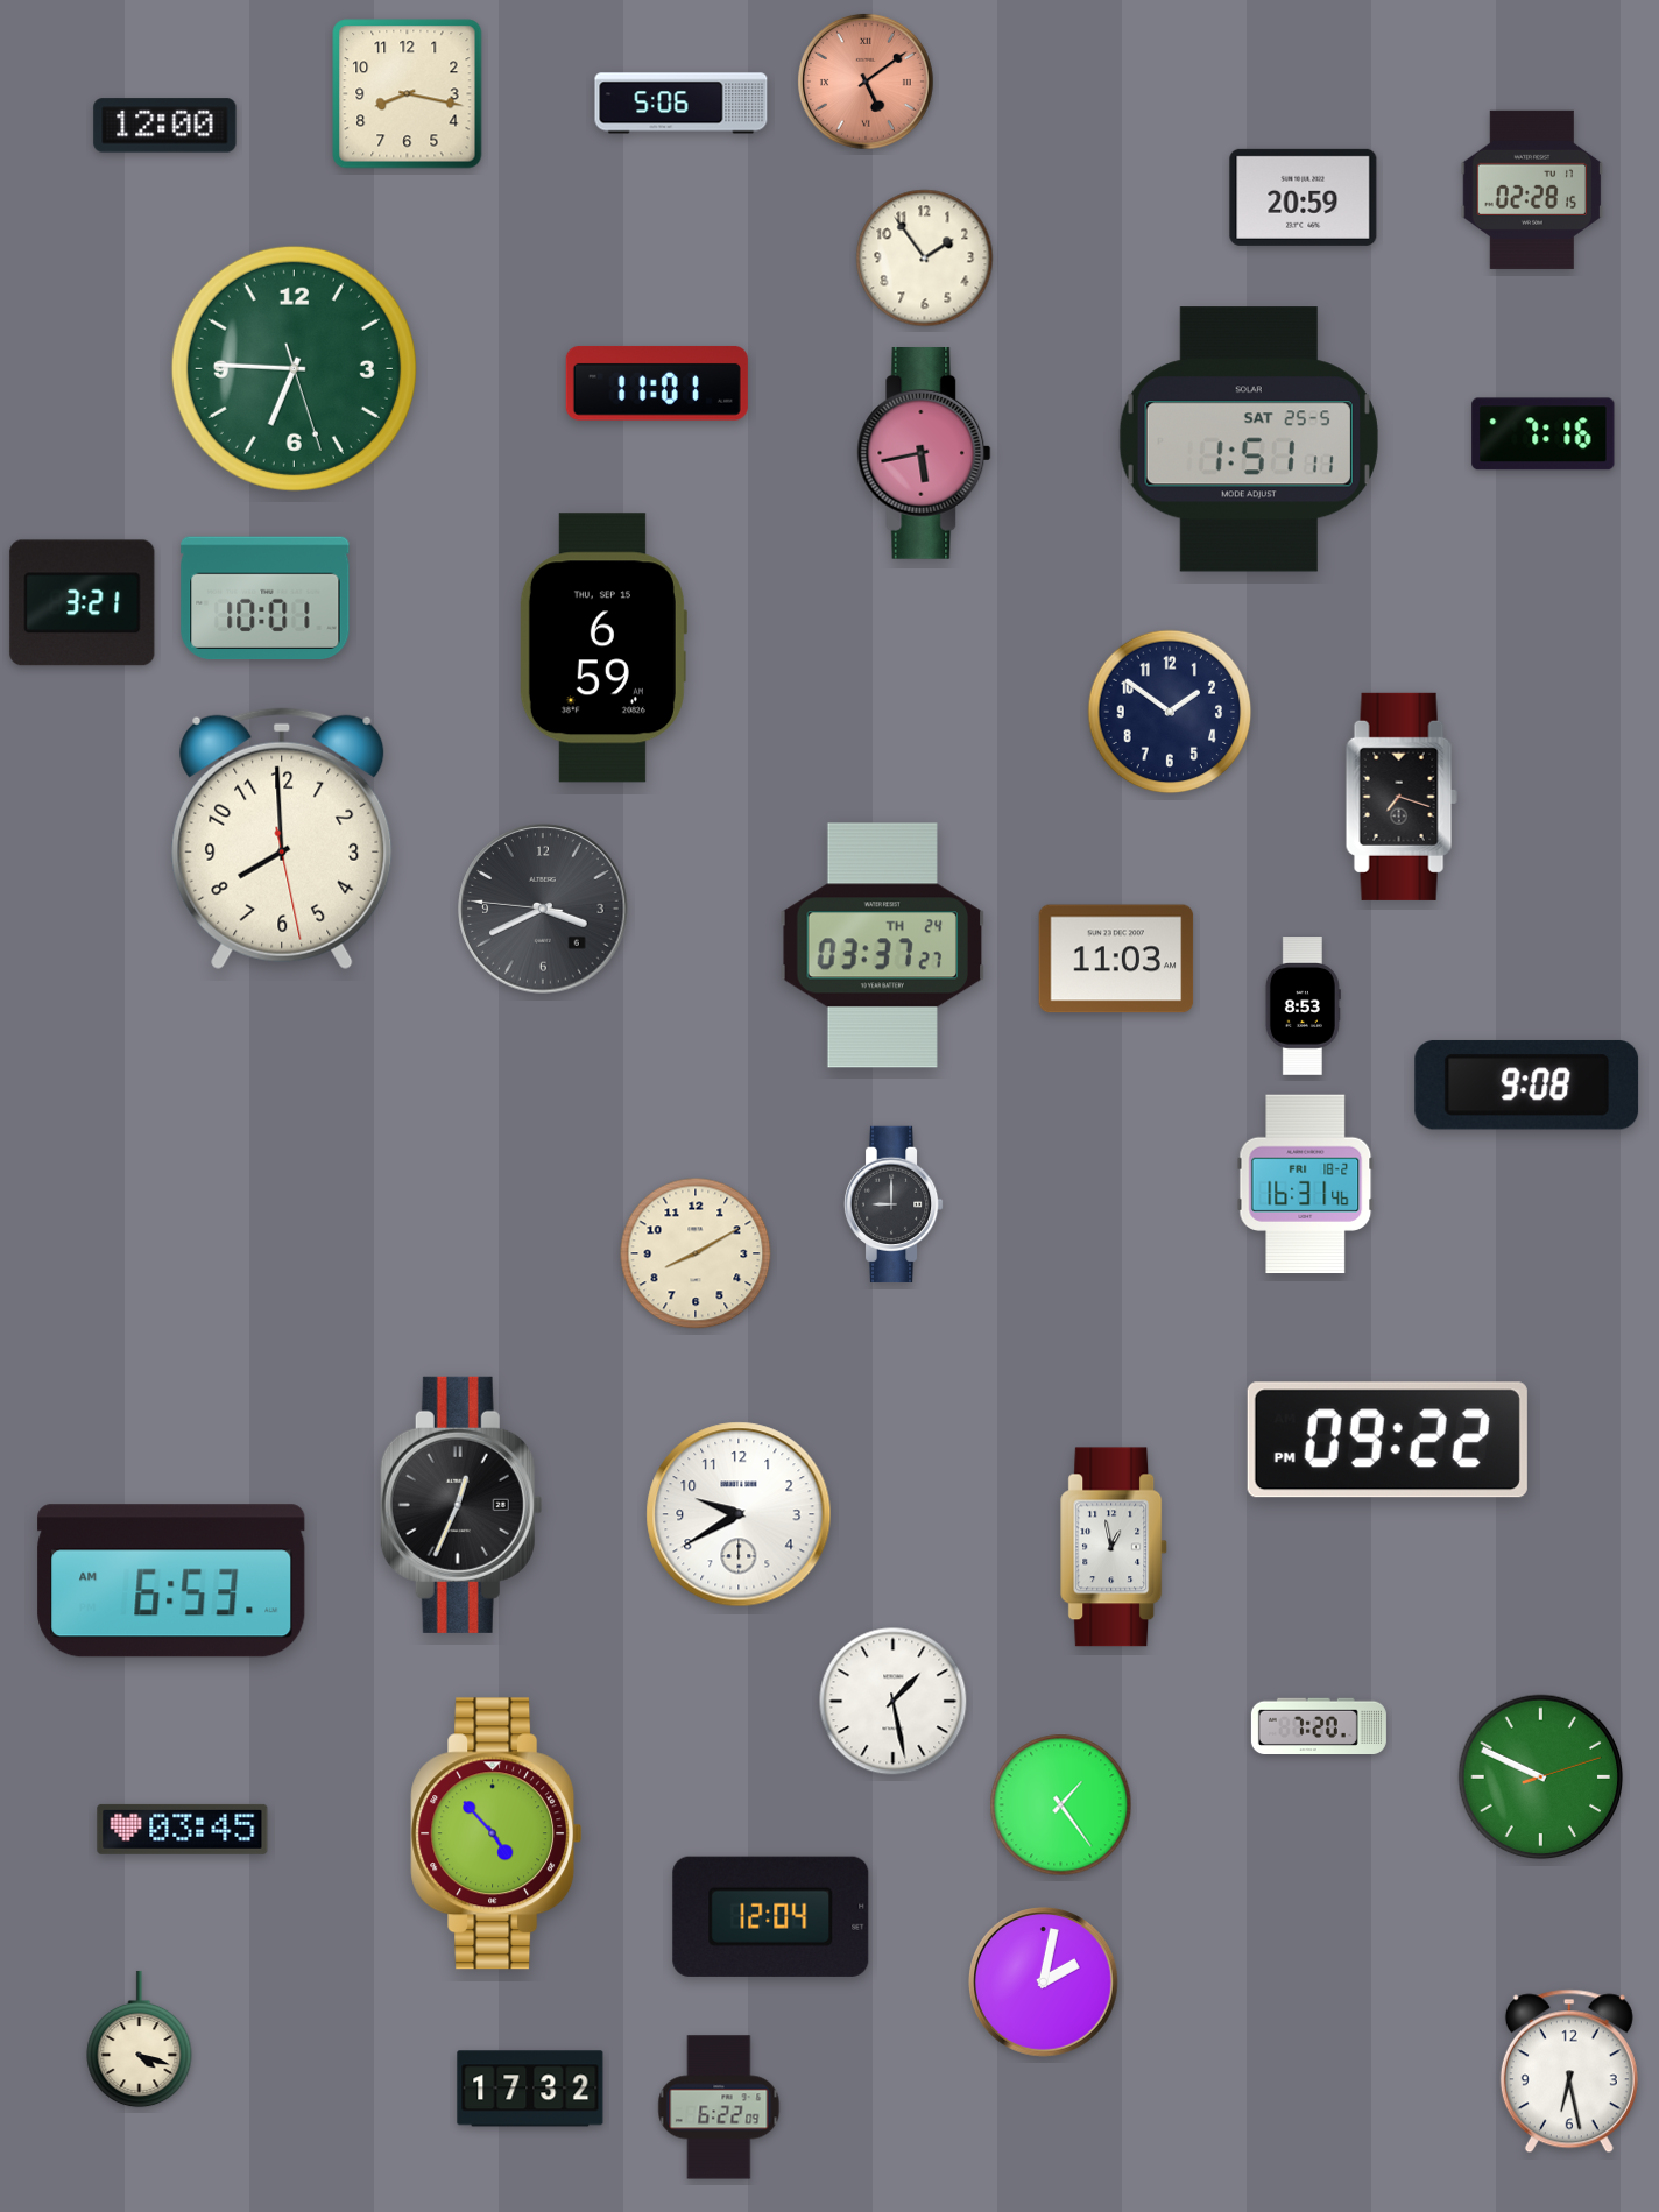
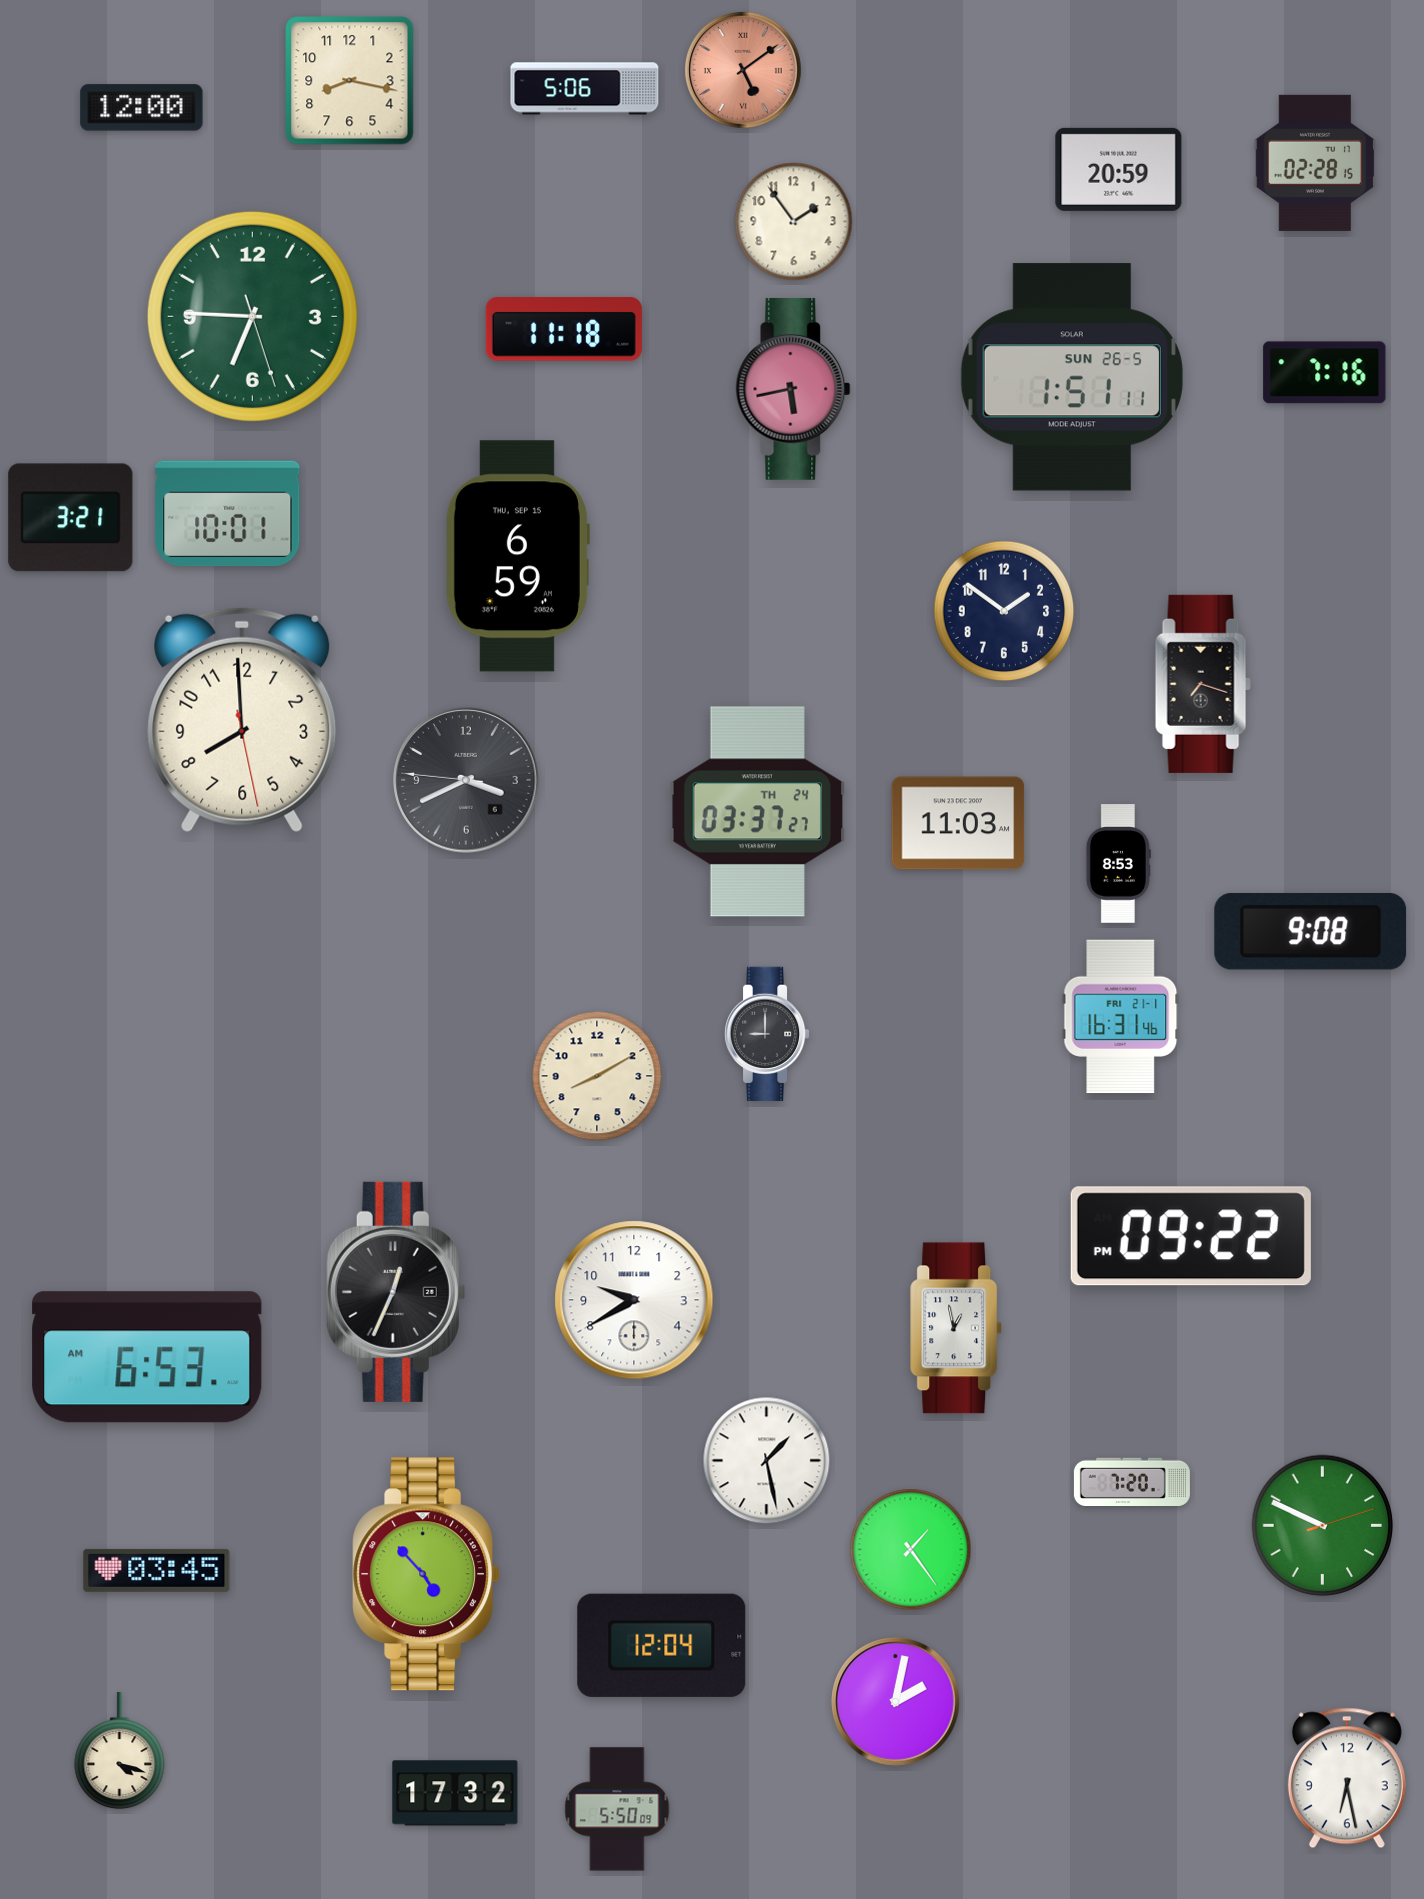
clock at (657, 383): 11:01 -> 11:18
clock at (1249, 439) date: SAT 25-5 -> SUN 26-5
clock at (1306, 1185) date: FRI 18-2 -> FRI 21-1
clock at (719, 2107): 6:22 -> 5:50
